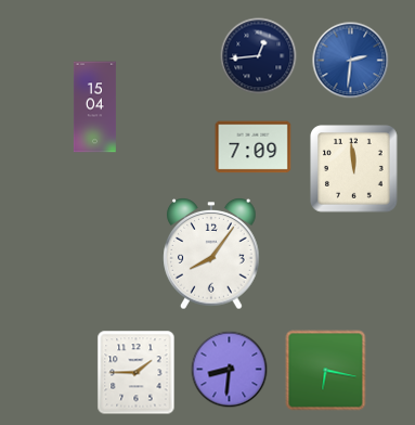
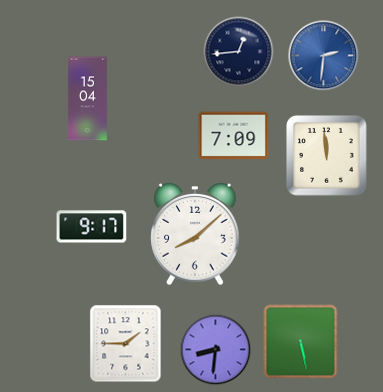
clock at (92, 227): none -> 9:17
clock at (211, 255): 8:06 -> 8:08
clock at (230, 370) position: (230, 370) -> (216, 350)
clock at (326, 371): 6:17 -> 5:28
